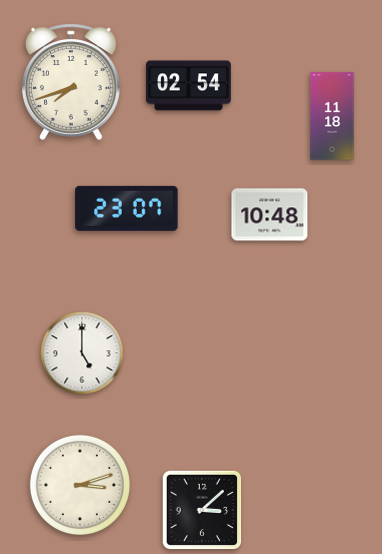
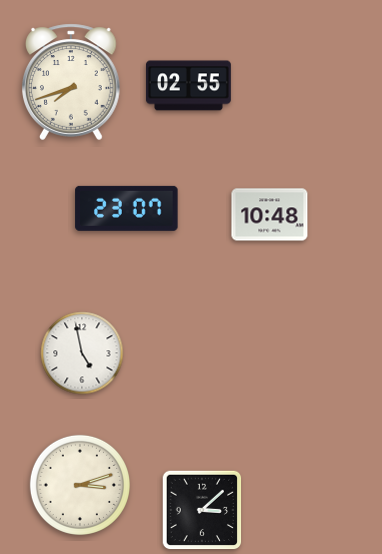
clock at (188, 86): 02:54 -> 02:55
clock at (332, 116): 11:18 -> none
clock at (82, 353): 5:00 -> 4:58
